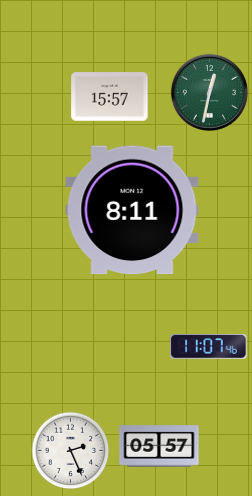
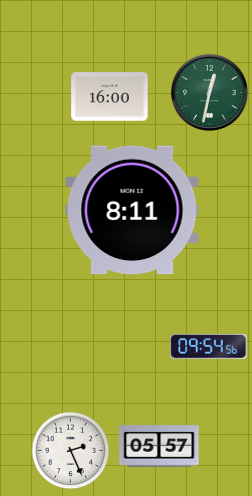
clock at (110, 97): 15:57 -> 16:00
clock at (209, 347): 11:07 -> 09:54
